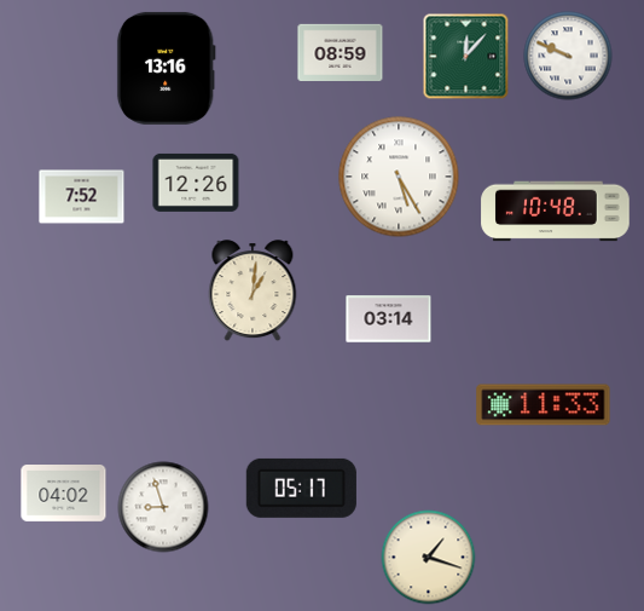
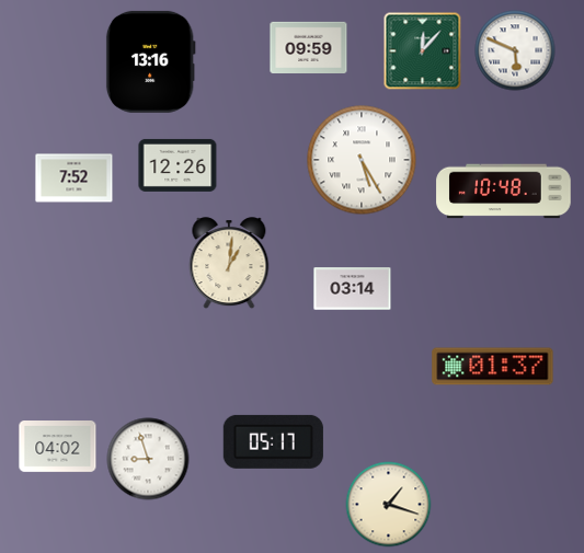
clock at (341, 53): 08:59 -> 09:59
clock at (568, 56): 9:49 -> 5:49
clock at (544, 405): 11:33 -> 01:37
